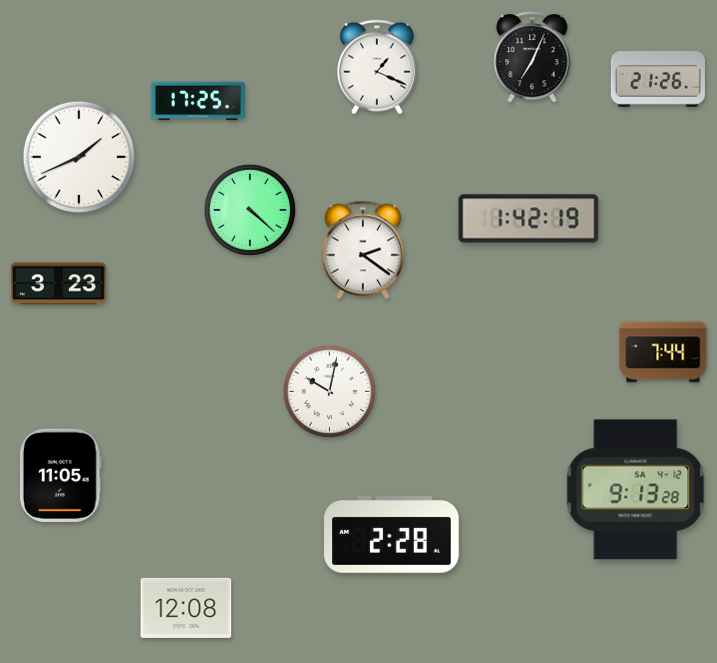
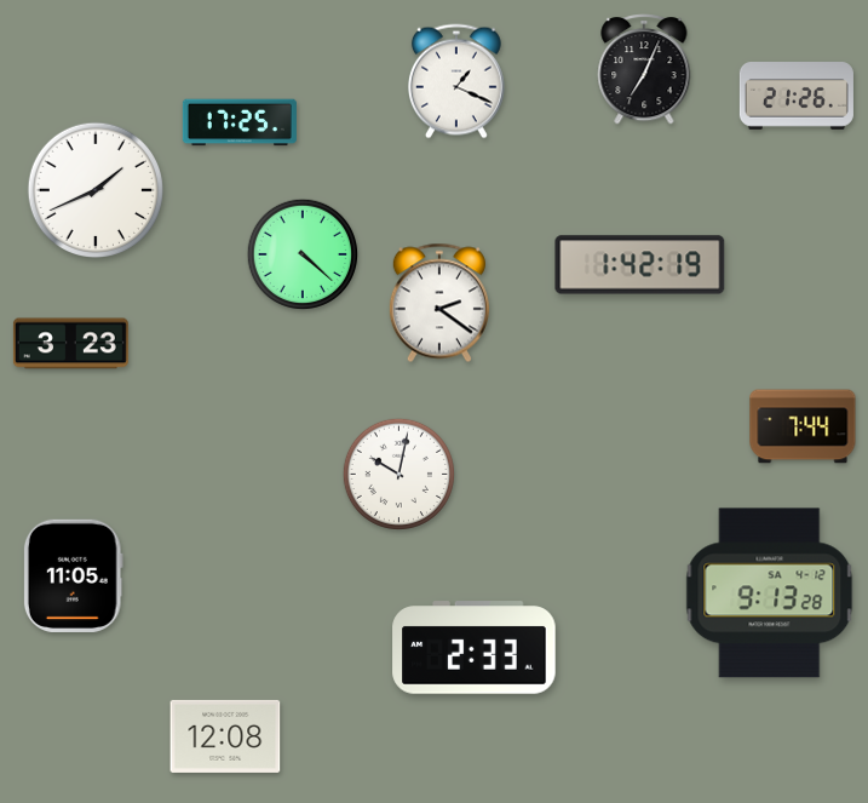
clock at (392, 535): 2:28 -> 2:33
